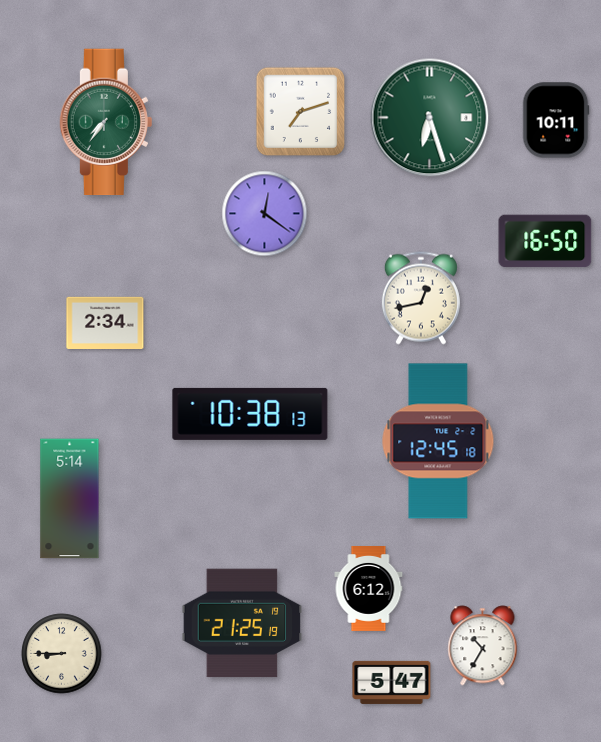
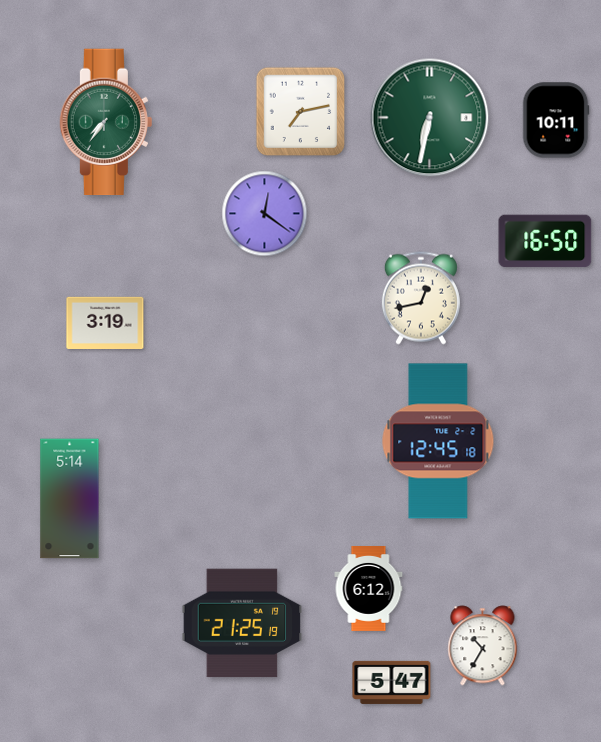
clock at (301, 112): 7:12 -> 7:13
clock at (430, 118): 6:27 -> 6:32
clock at (105, 323): 2:34 -> 3:19
clock at (250, 414): 10:38 -> none
clock at (62, 654): 8:45 -> none
